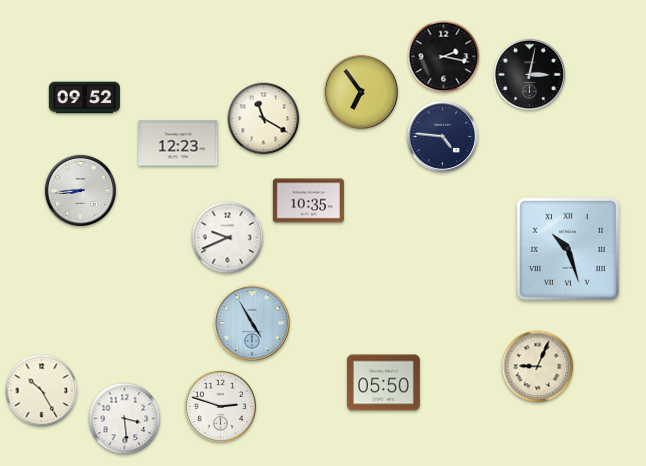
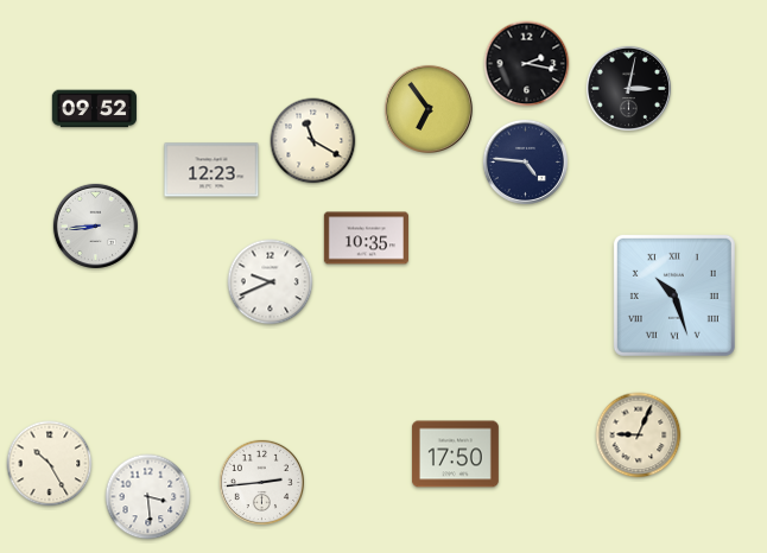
clock at (444, 57) position: (444, 57) -> (527, 64)
clock at (84, 98) position: (84, 98) -> (94, 109)
clock at (252, 323): 4:55 -> none
clock at (383, 383): 05:50 -> 17:50
clock at (220, 406): 2:48 -> 2:44
